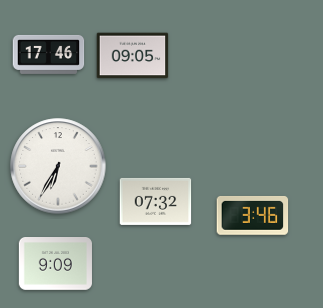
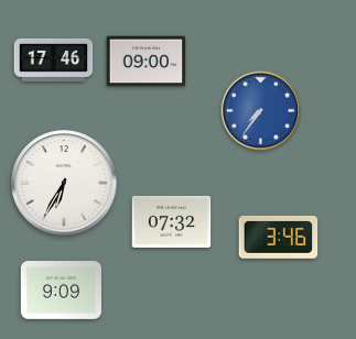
clock at (133, 56): 09:05 -> 09:00
clock at (261, 111): none -> 7:36
